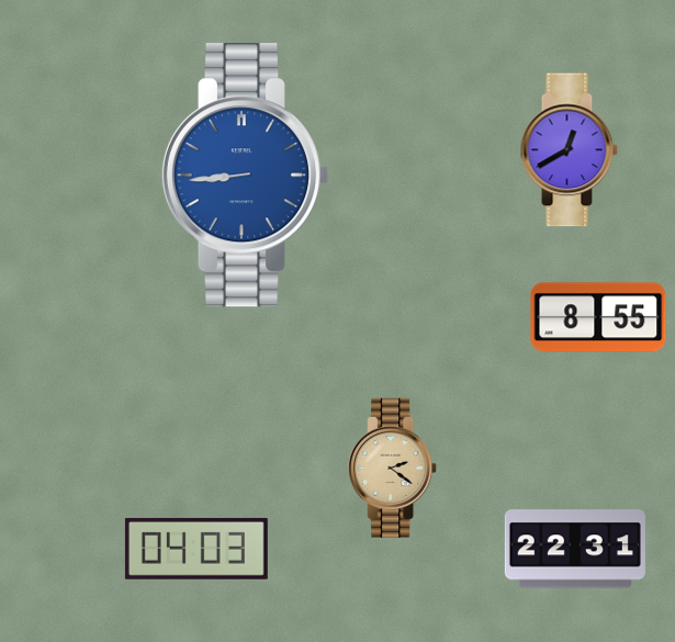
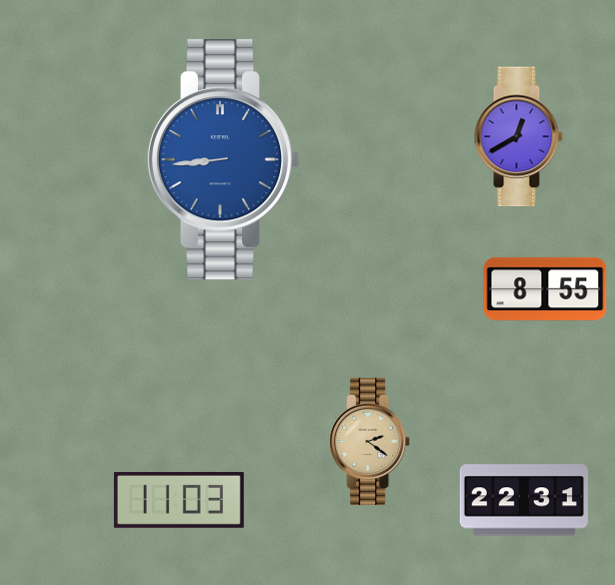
clock at (393, 468) position: (393, 468) -> (370, 441)
clock at (196, 549): 04:03 -> 11:03
